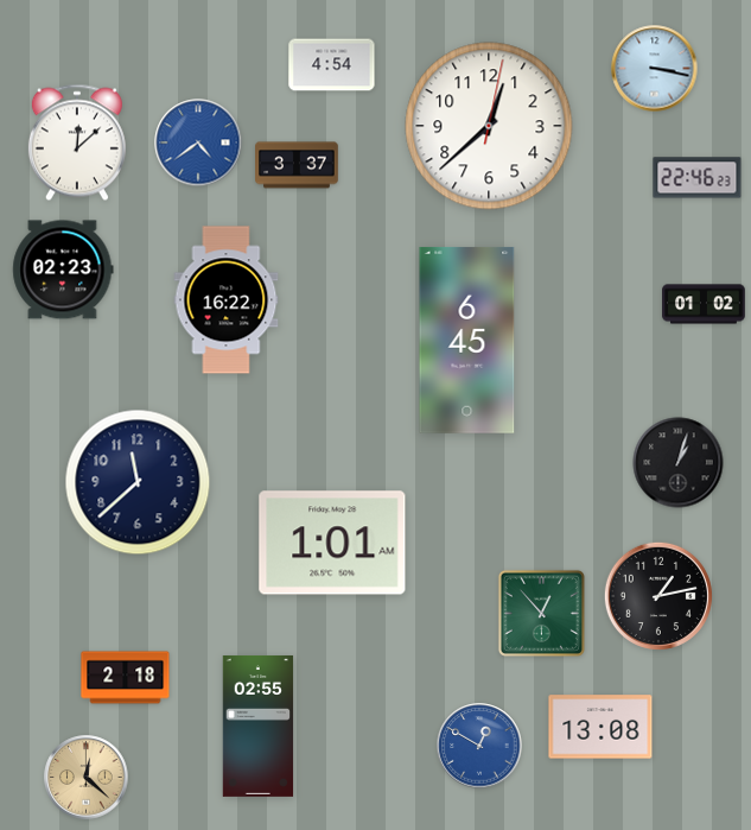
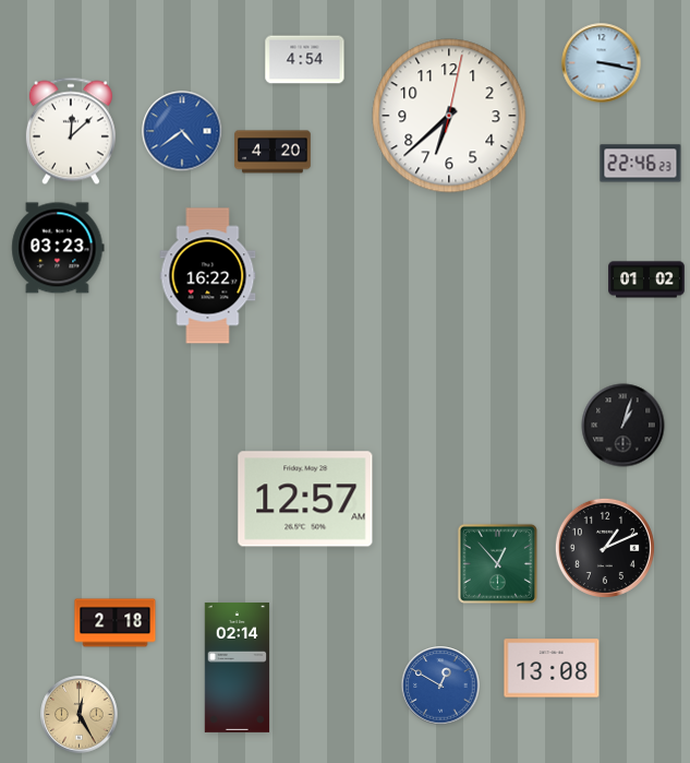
clock at (489, 126): 12:38 -> 6:38
clock at (297, 165): 3:37 -> 4:20
clock at (63, 270): 02:23 -> 03:23
clock at (467, 340): 6:45 -> none
clock at (138, 482): 11:38 -> none
clock at (332, 543): 1:01 -> 12:57
clock at (658, 596): 1:13 -> 1:11
clock at (259, 726): 02:55 -> 02:14
clock at (87, 778): 12:22 -> 12:25
